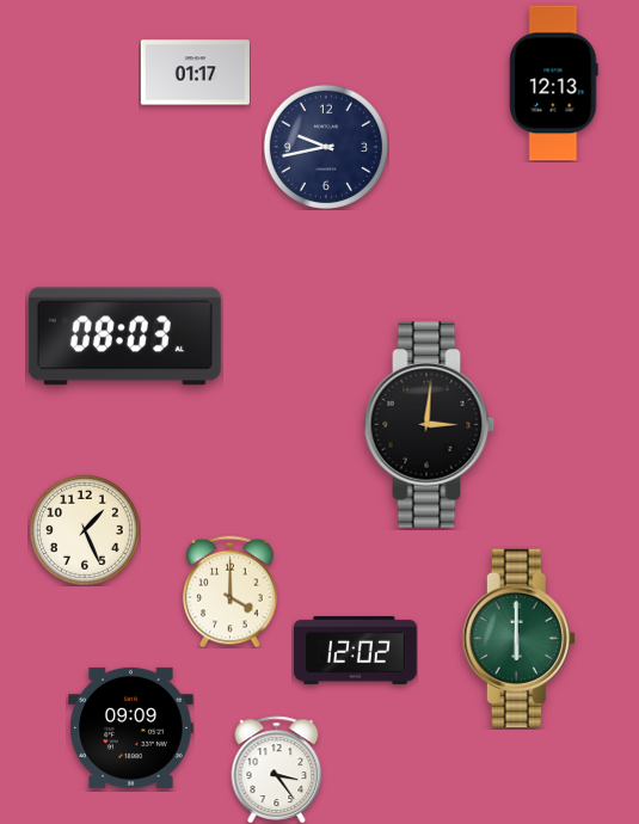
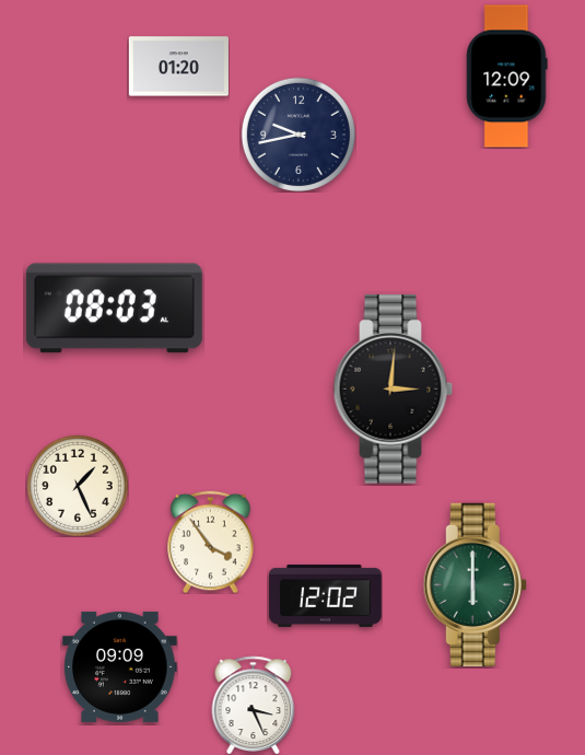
clock at (195, 73): 01:17 -> 01:20
clock at (554, 84): 12:13 -> 12:09
clock at (231, 591): 4:00 -> 3:54
clock at (277, 769): 3:24 -> 3:26
